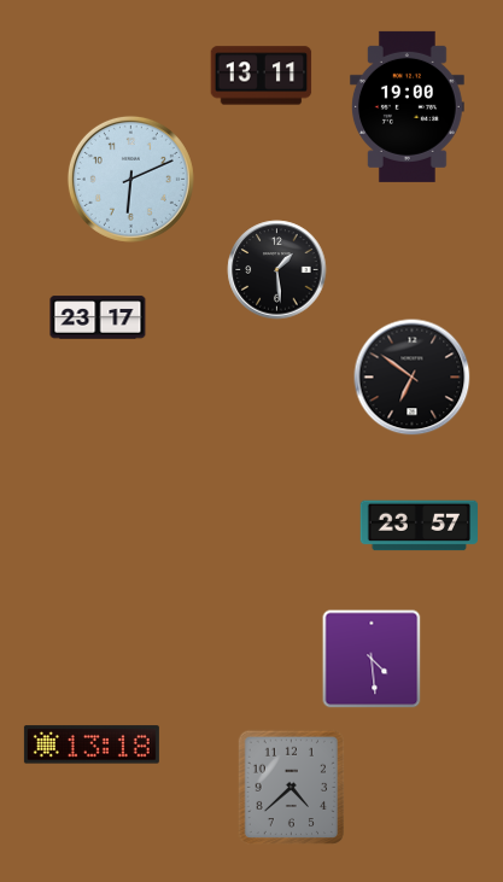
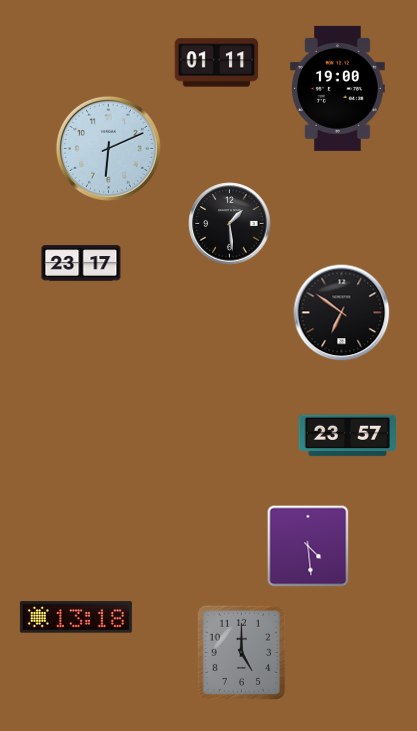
clock at (262, 76): 13:11 -> 01:11
clock at (292, 788): 4:38 -> 5:00
